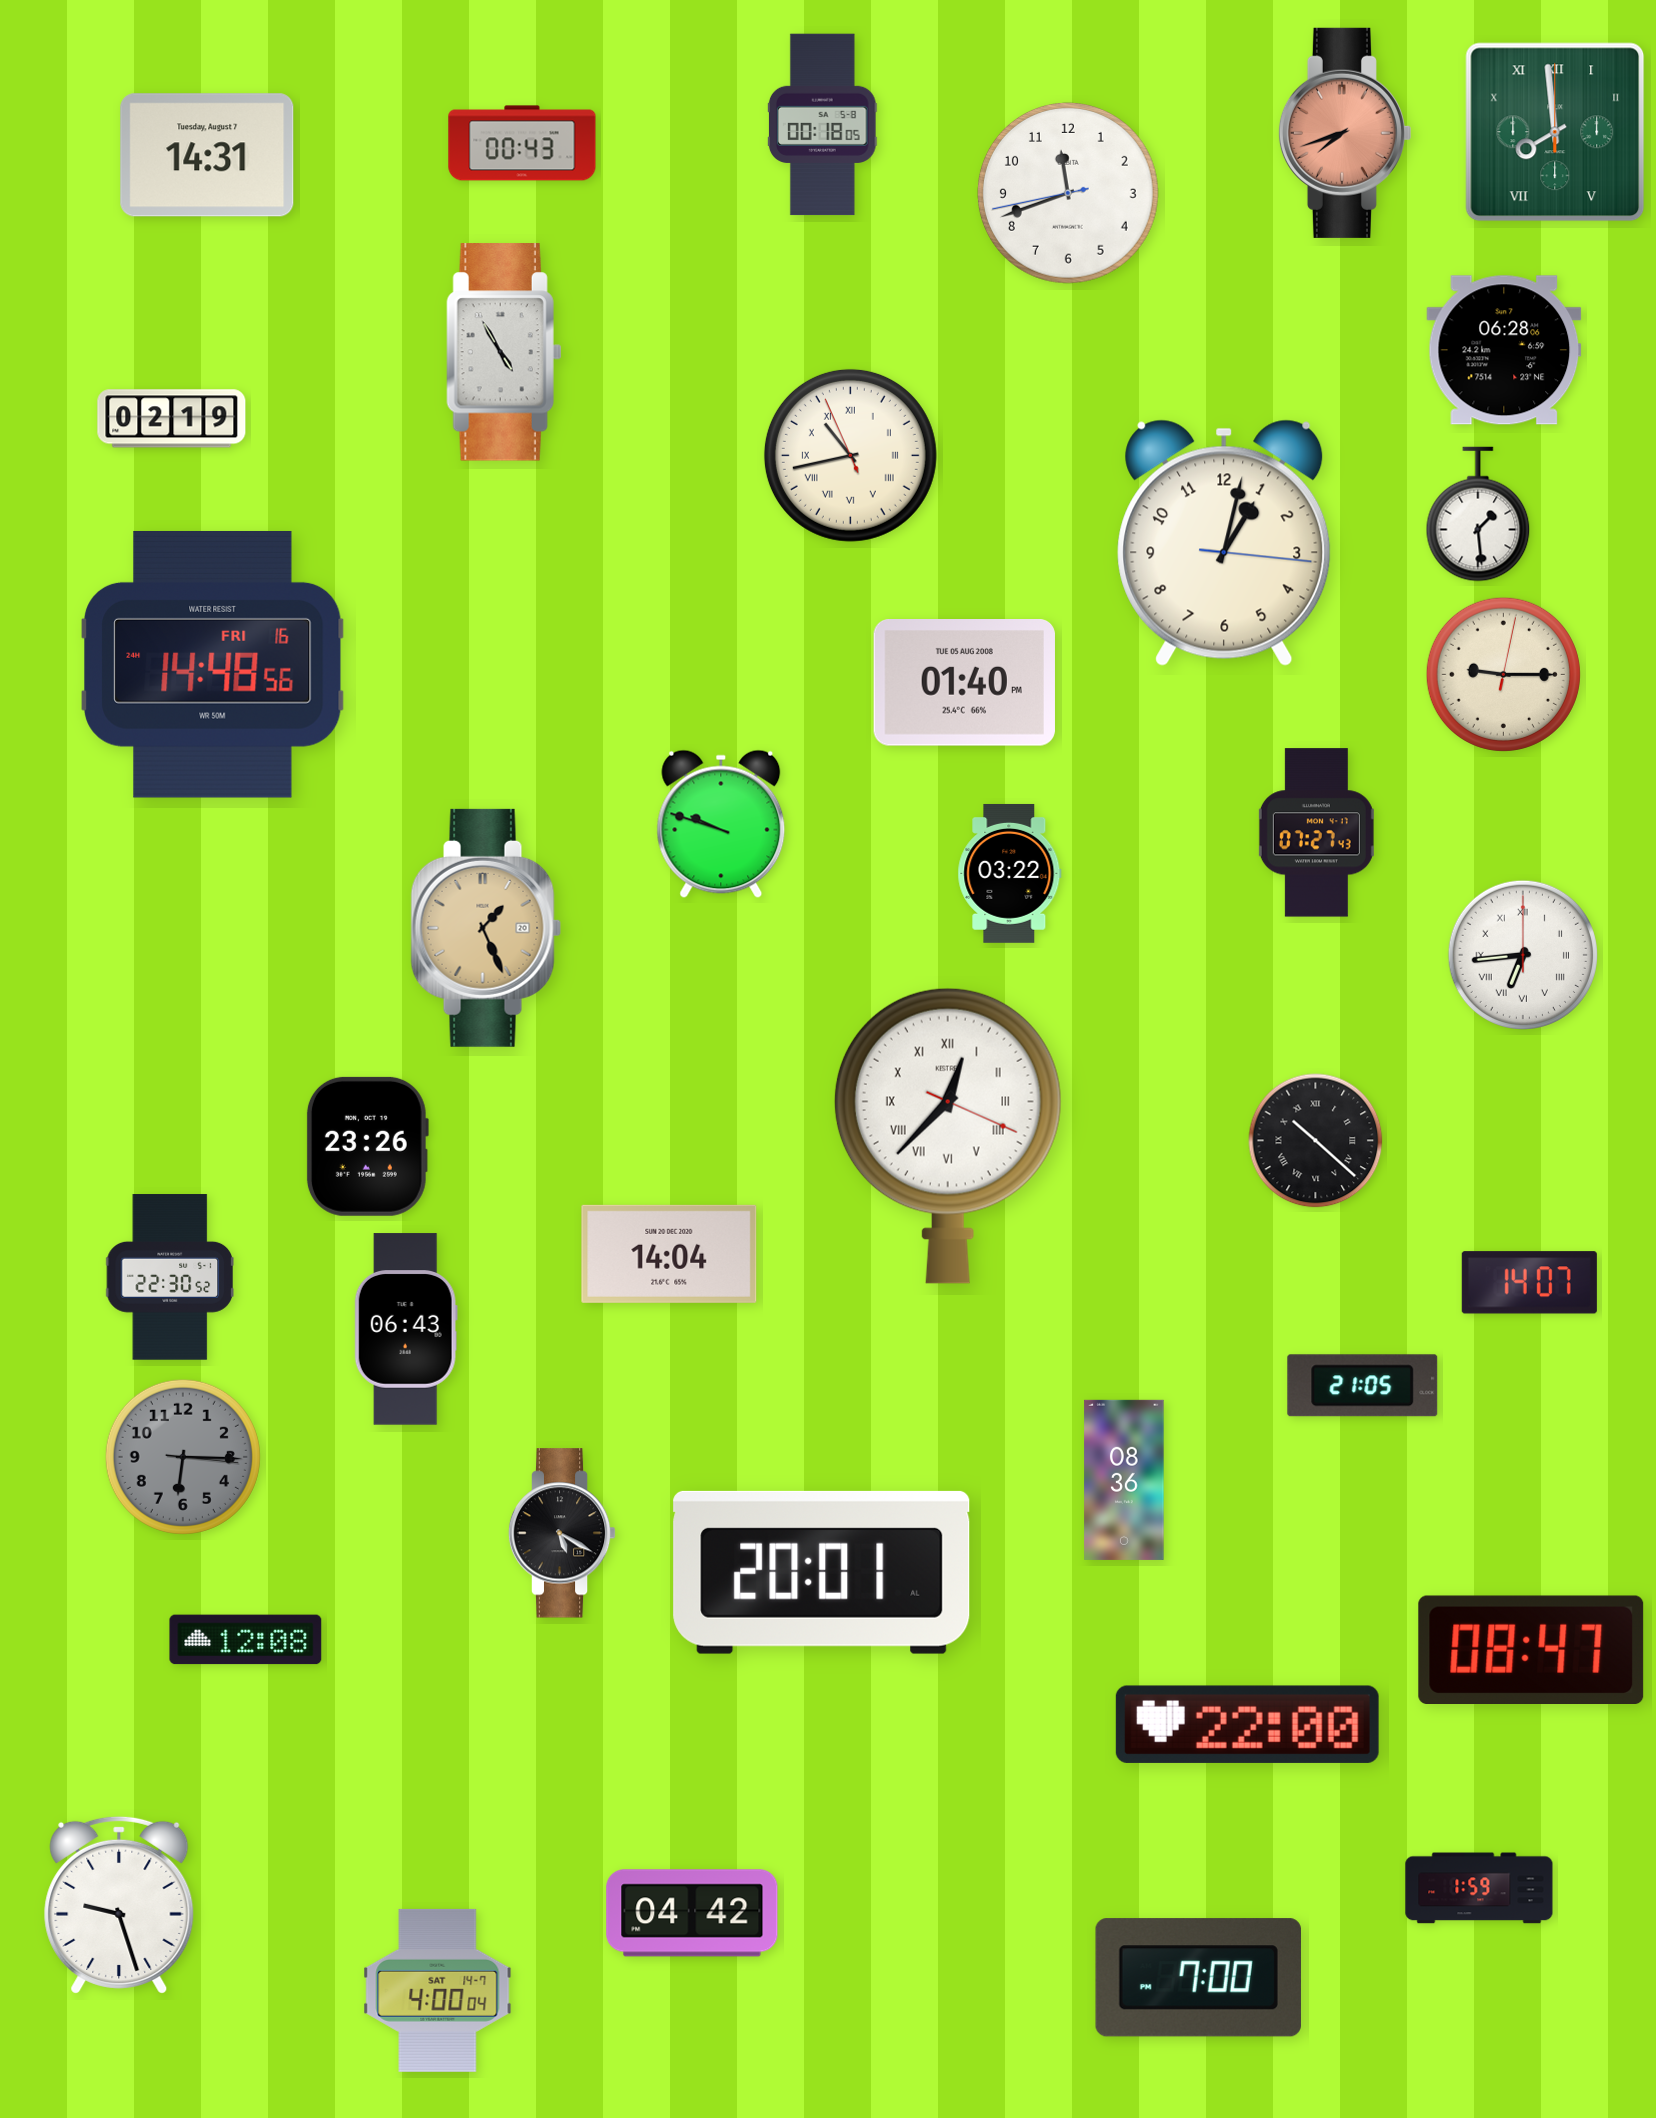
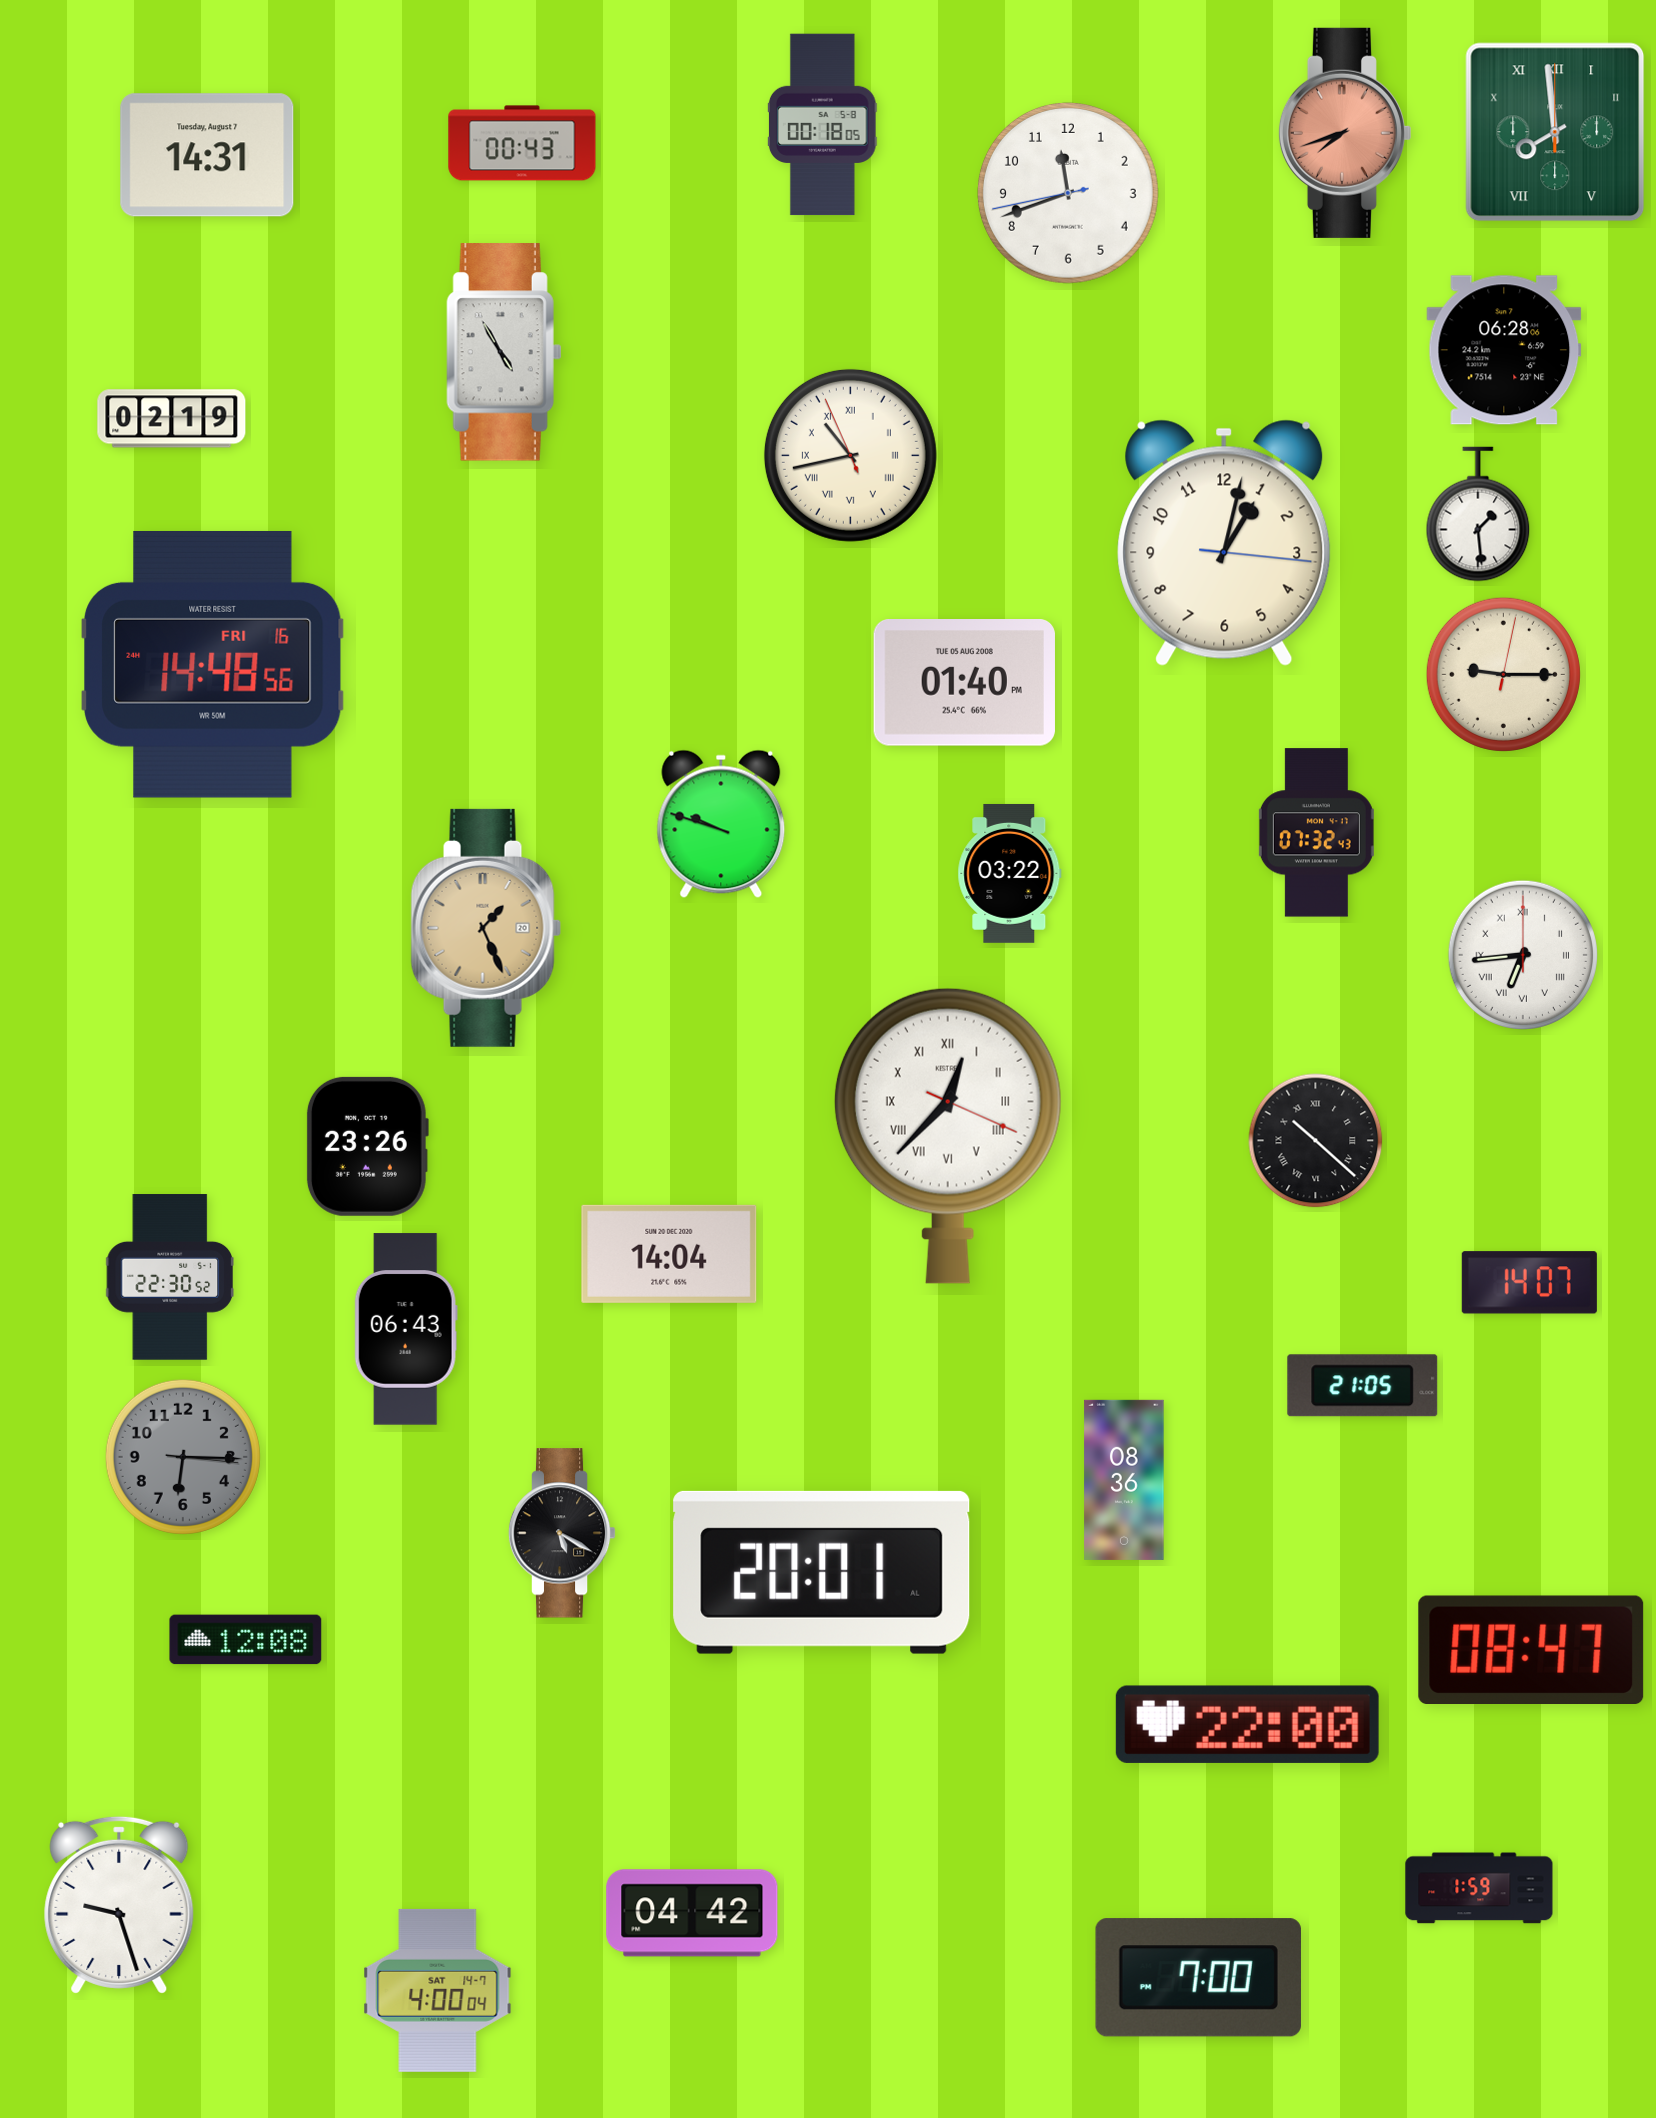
clock at (1316, 833): 07:27 -> 07:32
